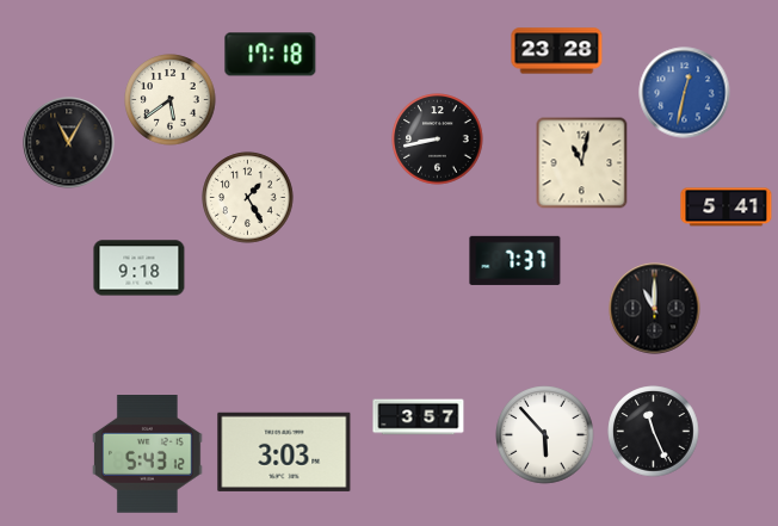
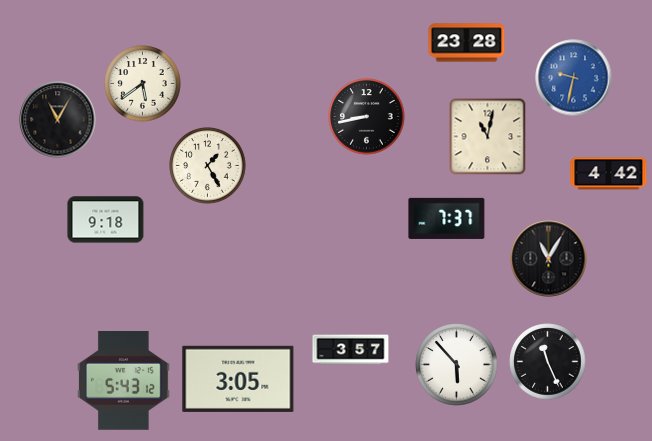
clock at (271, 55): 17:18 -> none
clock at (685, 93): 12:32 -> 9:32
clock at (727, 208): 5:41 -> 4:42
clock at (515, 260) position: (515, 260) -> (447, 218)
clock at (140, 268) position: (140, 268) -> (106, 220)
clock at (655, 309): 11:00 -> 11:05
clock at (284, 452): 3:03 -> 3:05
